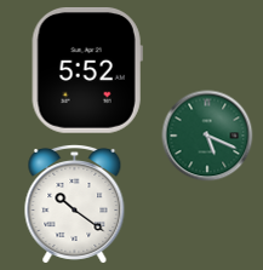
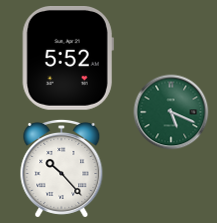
clock at (87, 71) position: (87, 71) -> (68, 59)
clock at (75, 203): 10:21 -> 10:23
